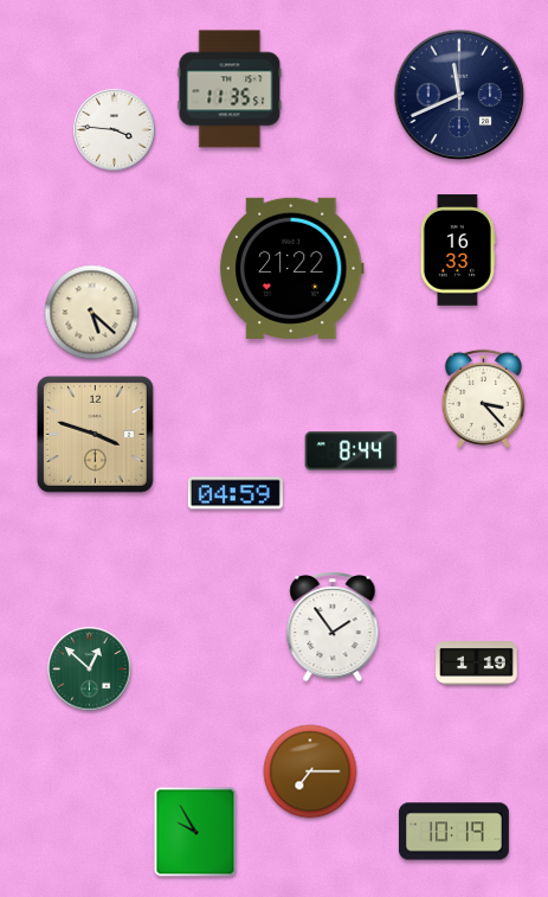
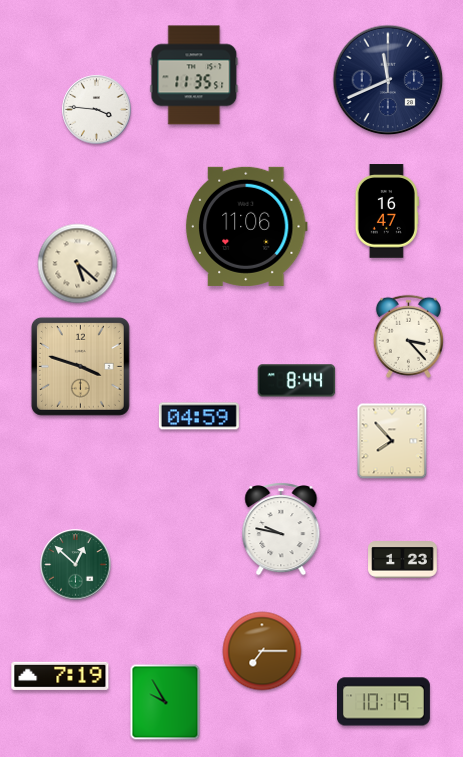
clock at (458, 250): 16:33 -> 16:47
clock at (291, 268): 21:22 -> 11:06
clock at (392, 441): none -> 7:53
clock at (333, 628): 1:54 -> 9:47
clock at (477, 664): 1:19 -> 1:23
clock at (60, 676): none -> 7:19
